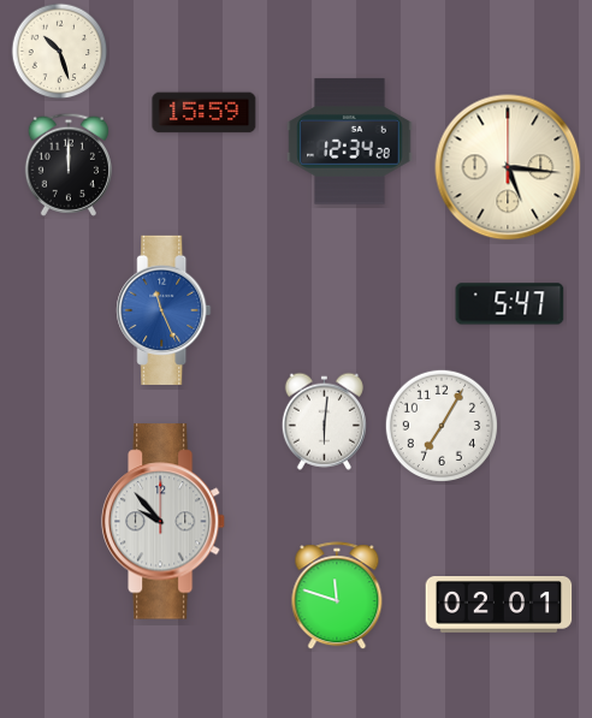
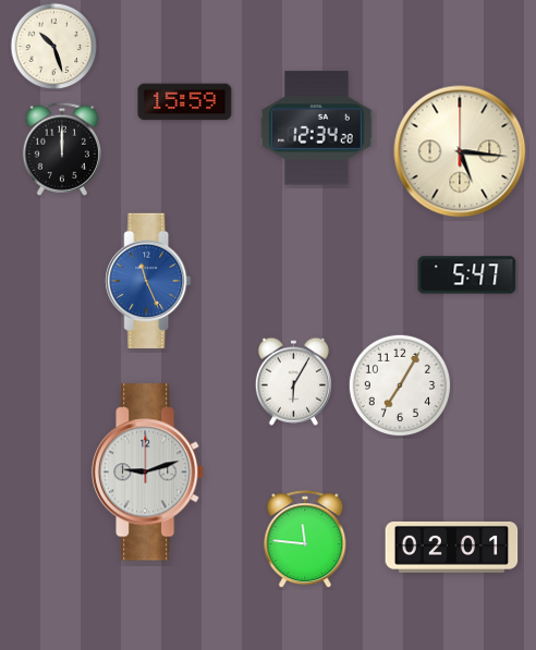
clock at (510, 304) position: (510, 304) -> (467, 275)
clock at (324, 421): 6:01 -> 6:05
clock at (164, 522): 9:53 -> 9:12
clock at (337, 597): 11:48 -> 11:46
